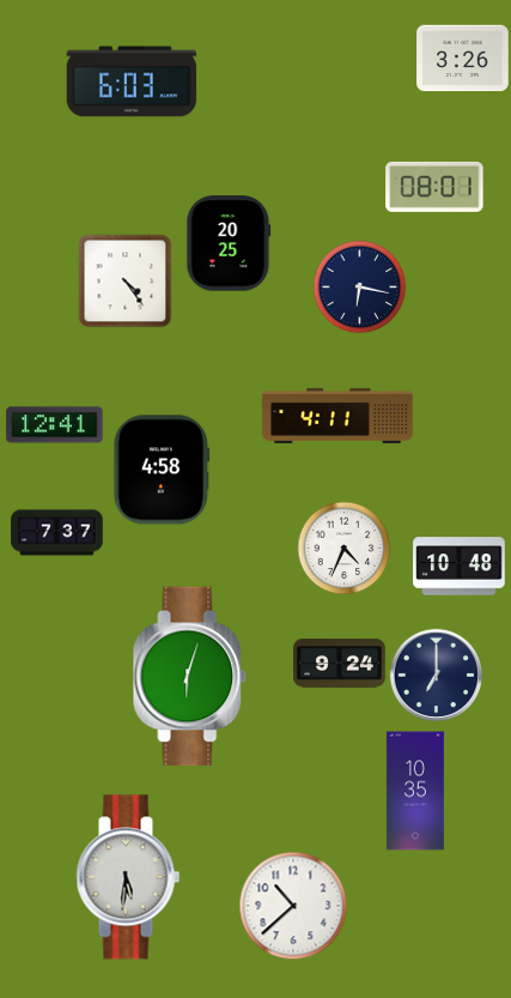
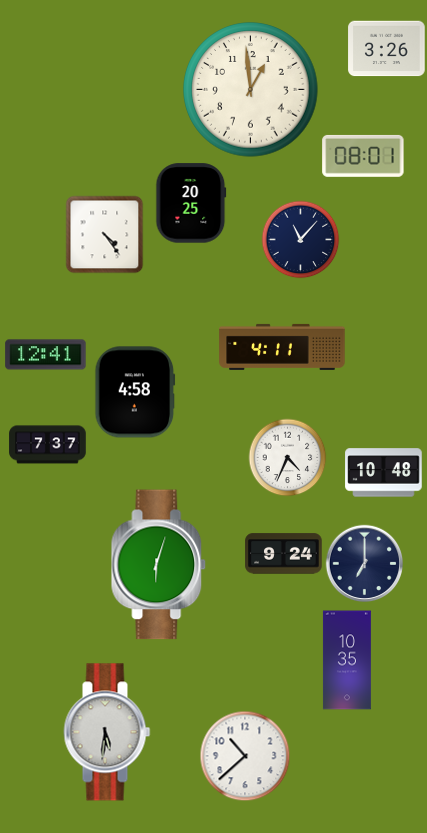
clock at (132, 81): 6:03 -> none
clock at (251, 90): none -> 12:59
clock at (359, 286): 6:17 -> 11:07
